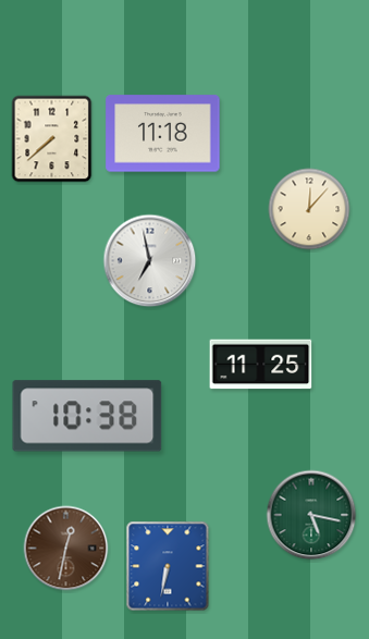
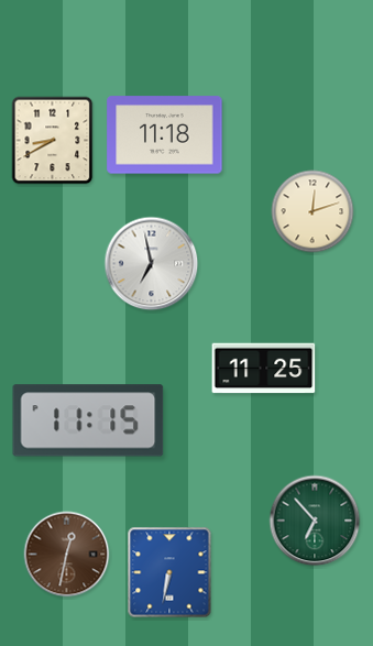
clock at (52, 139): 7:38 -> 8:40
clock at (309, 209): 12:07 -> 12:12
clock at (87, 416): 10:38 -> 11:15
clock at (311, 515): 5:17 -> 6:53
